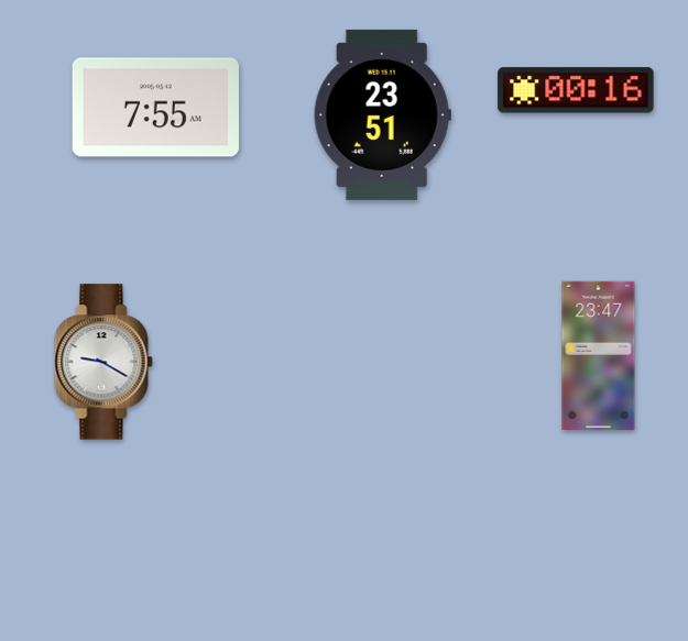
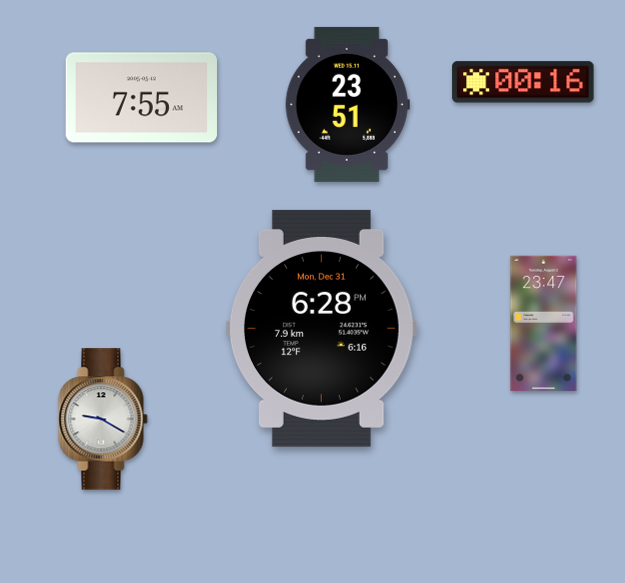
clock at (321, 328): none -> 6:28
clock at (103, 362) position: (103, 362) -> (103, 419)
